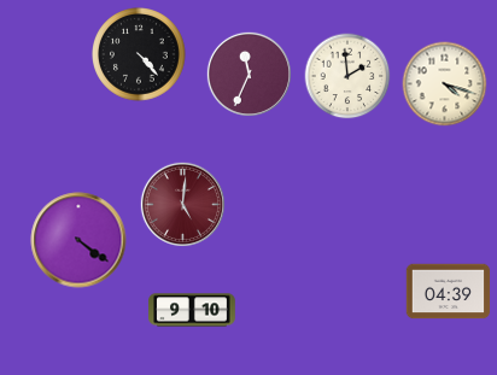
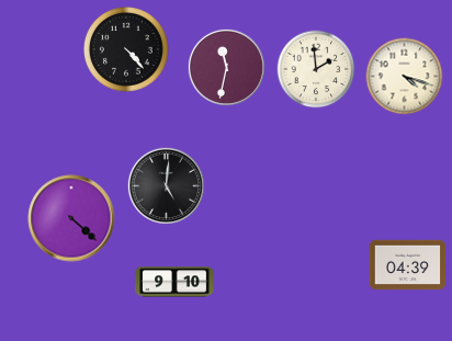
clock at (248, 74): 11:34 -> 11:32
clock at (182, 204) dial: burgundy -> black
clock at (78, 240): 4:21 -> 4:22
